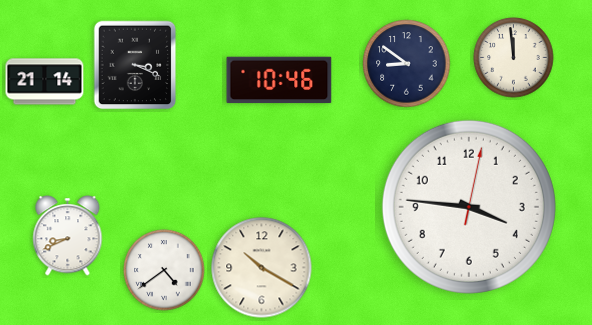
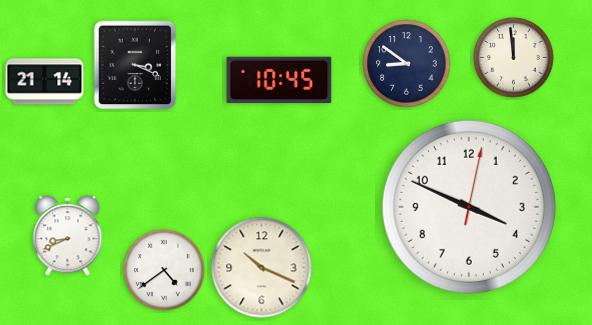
clock at (279, 80): 10:46 -> 10:45
clock at (469, 207): 3:46 -> 3:49
clock at (262, 268): 10:20 -> 10:19
